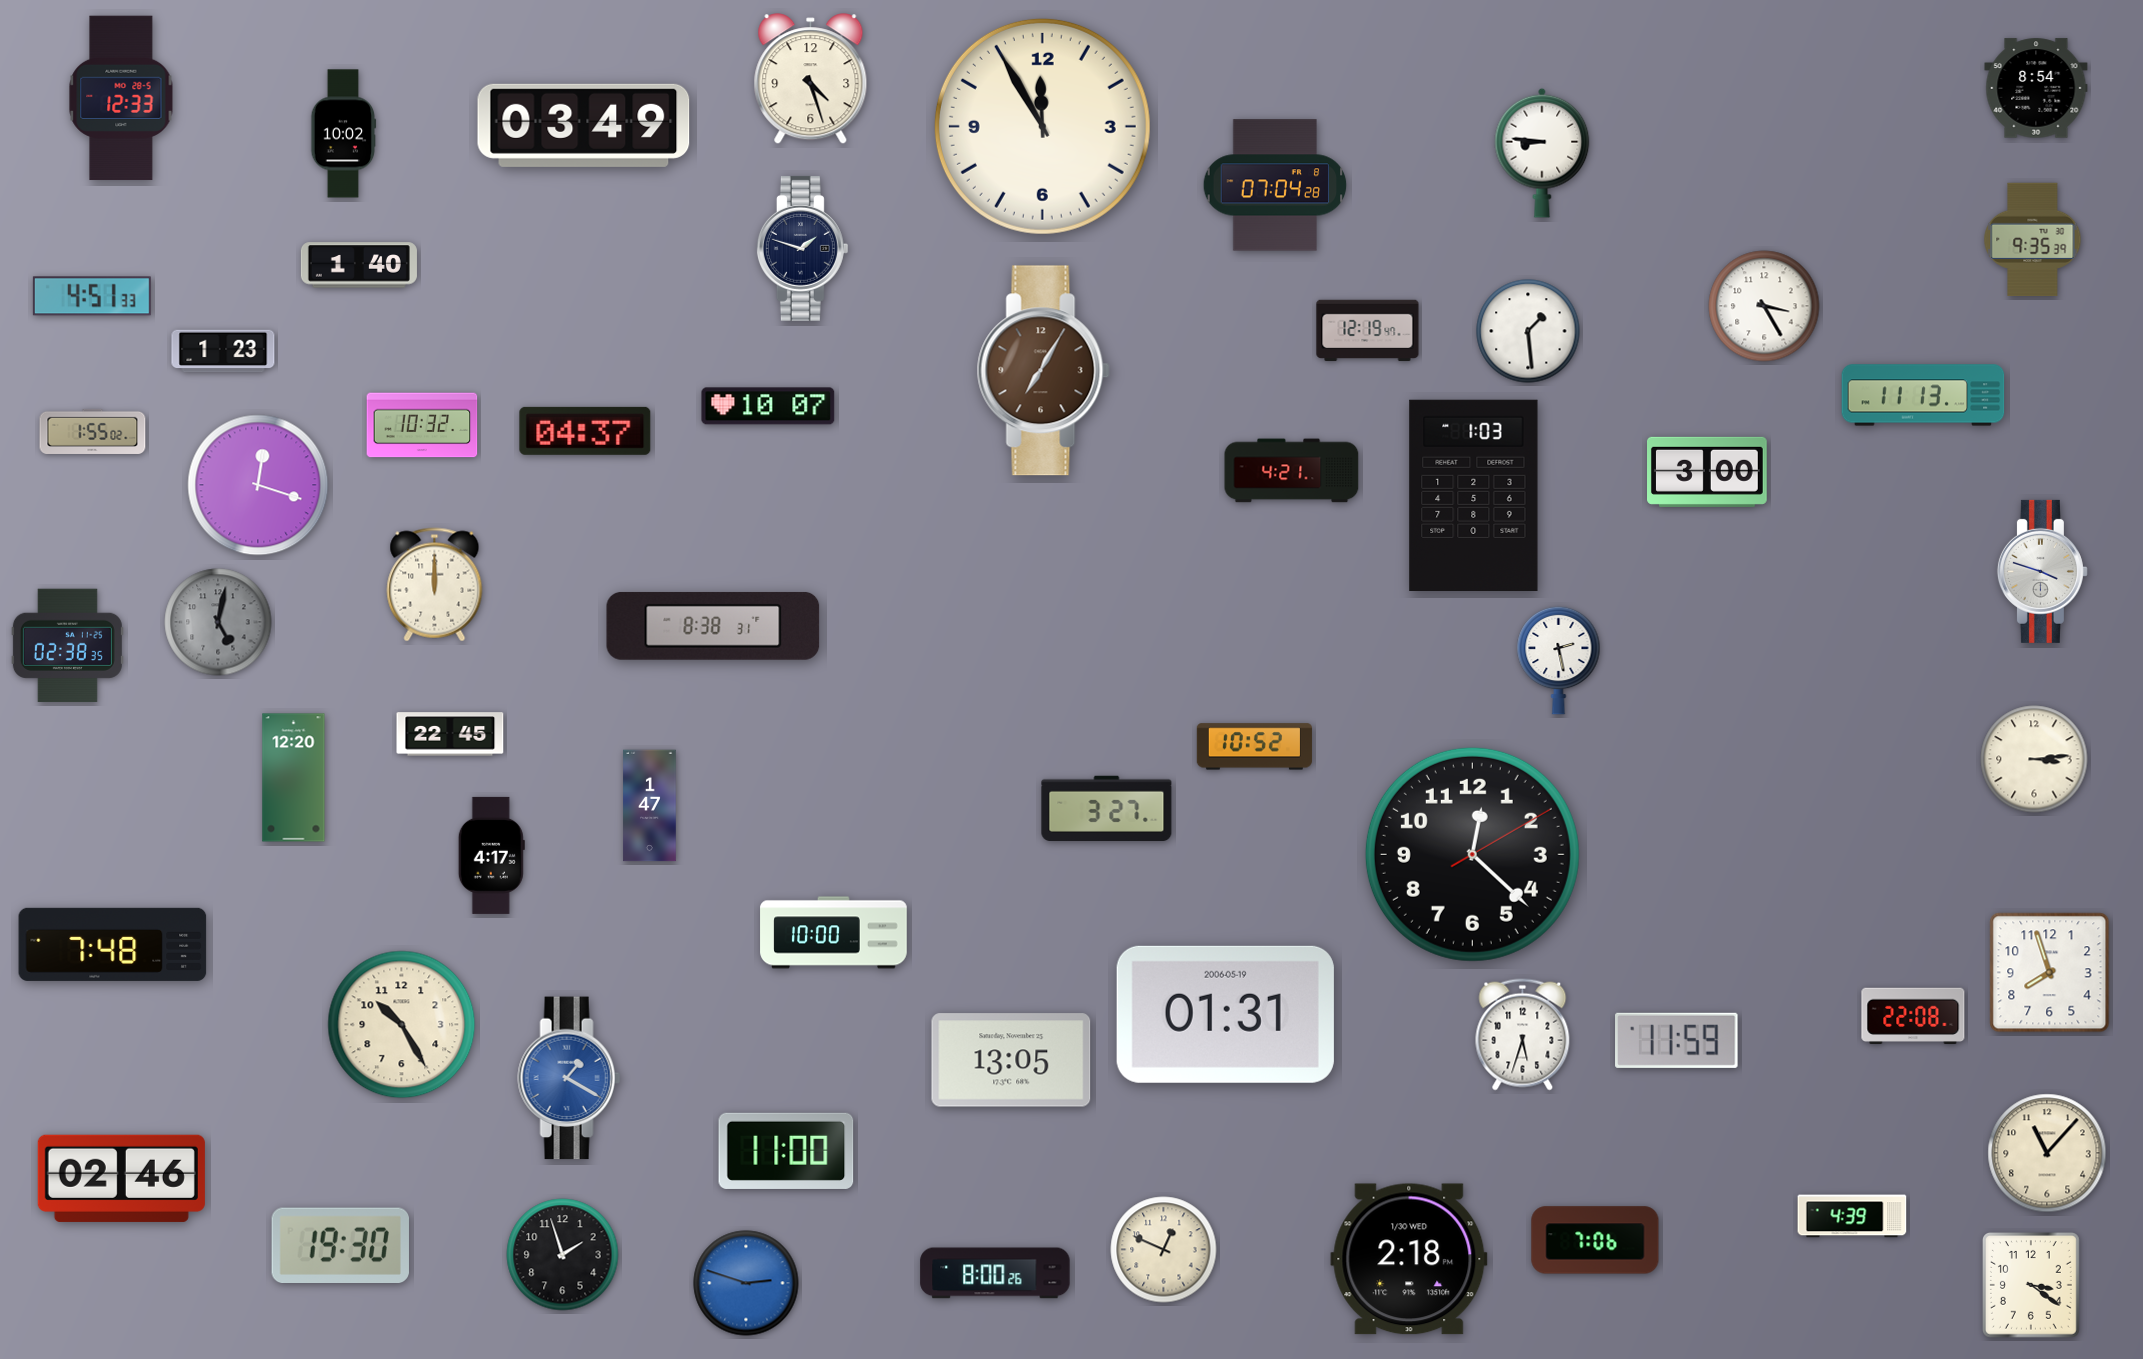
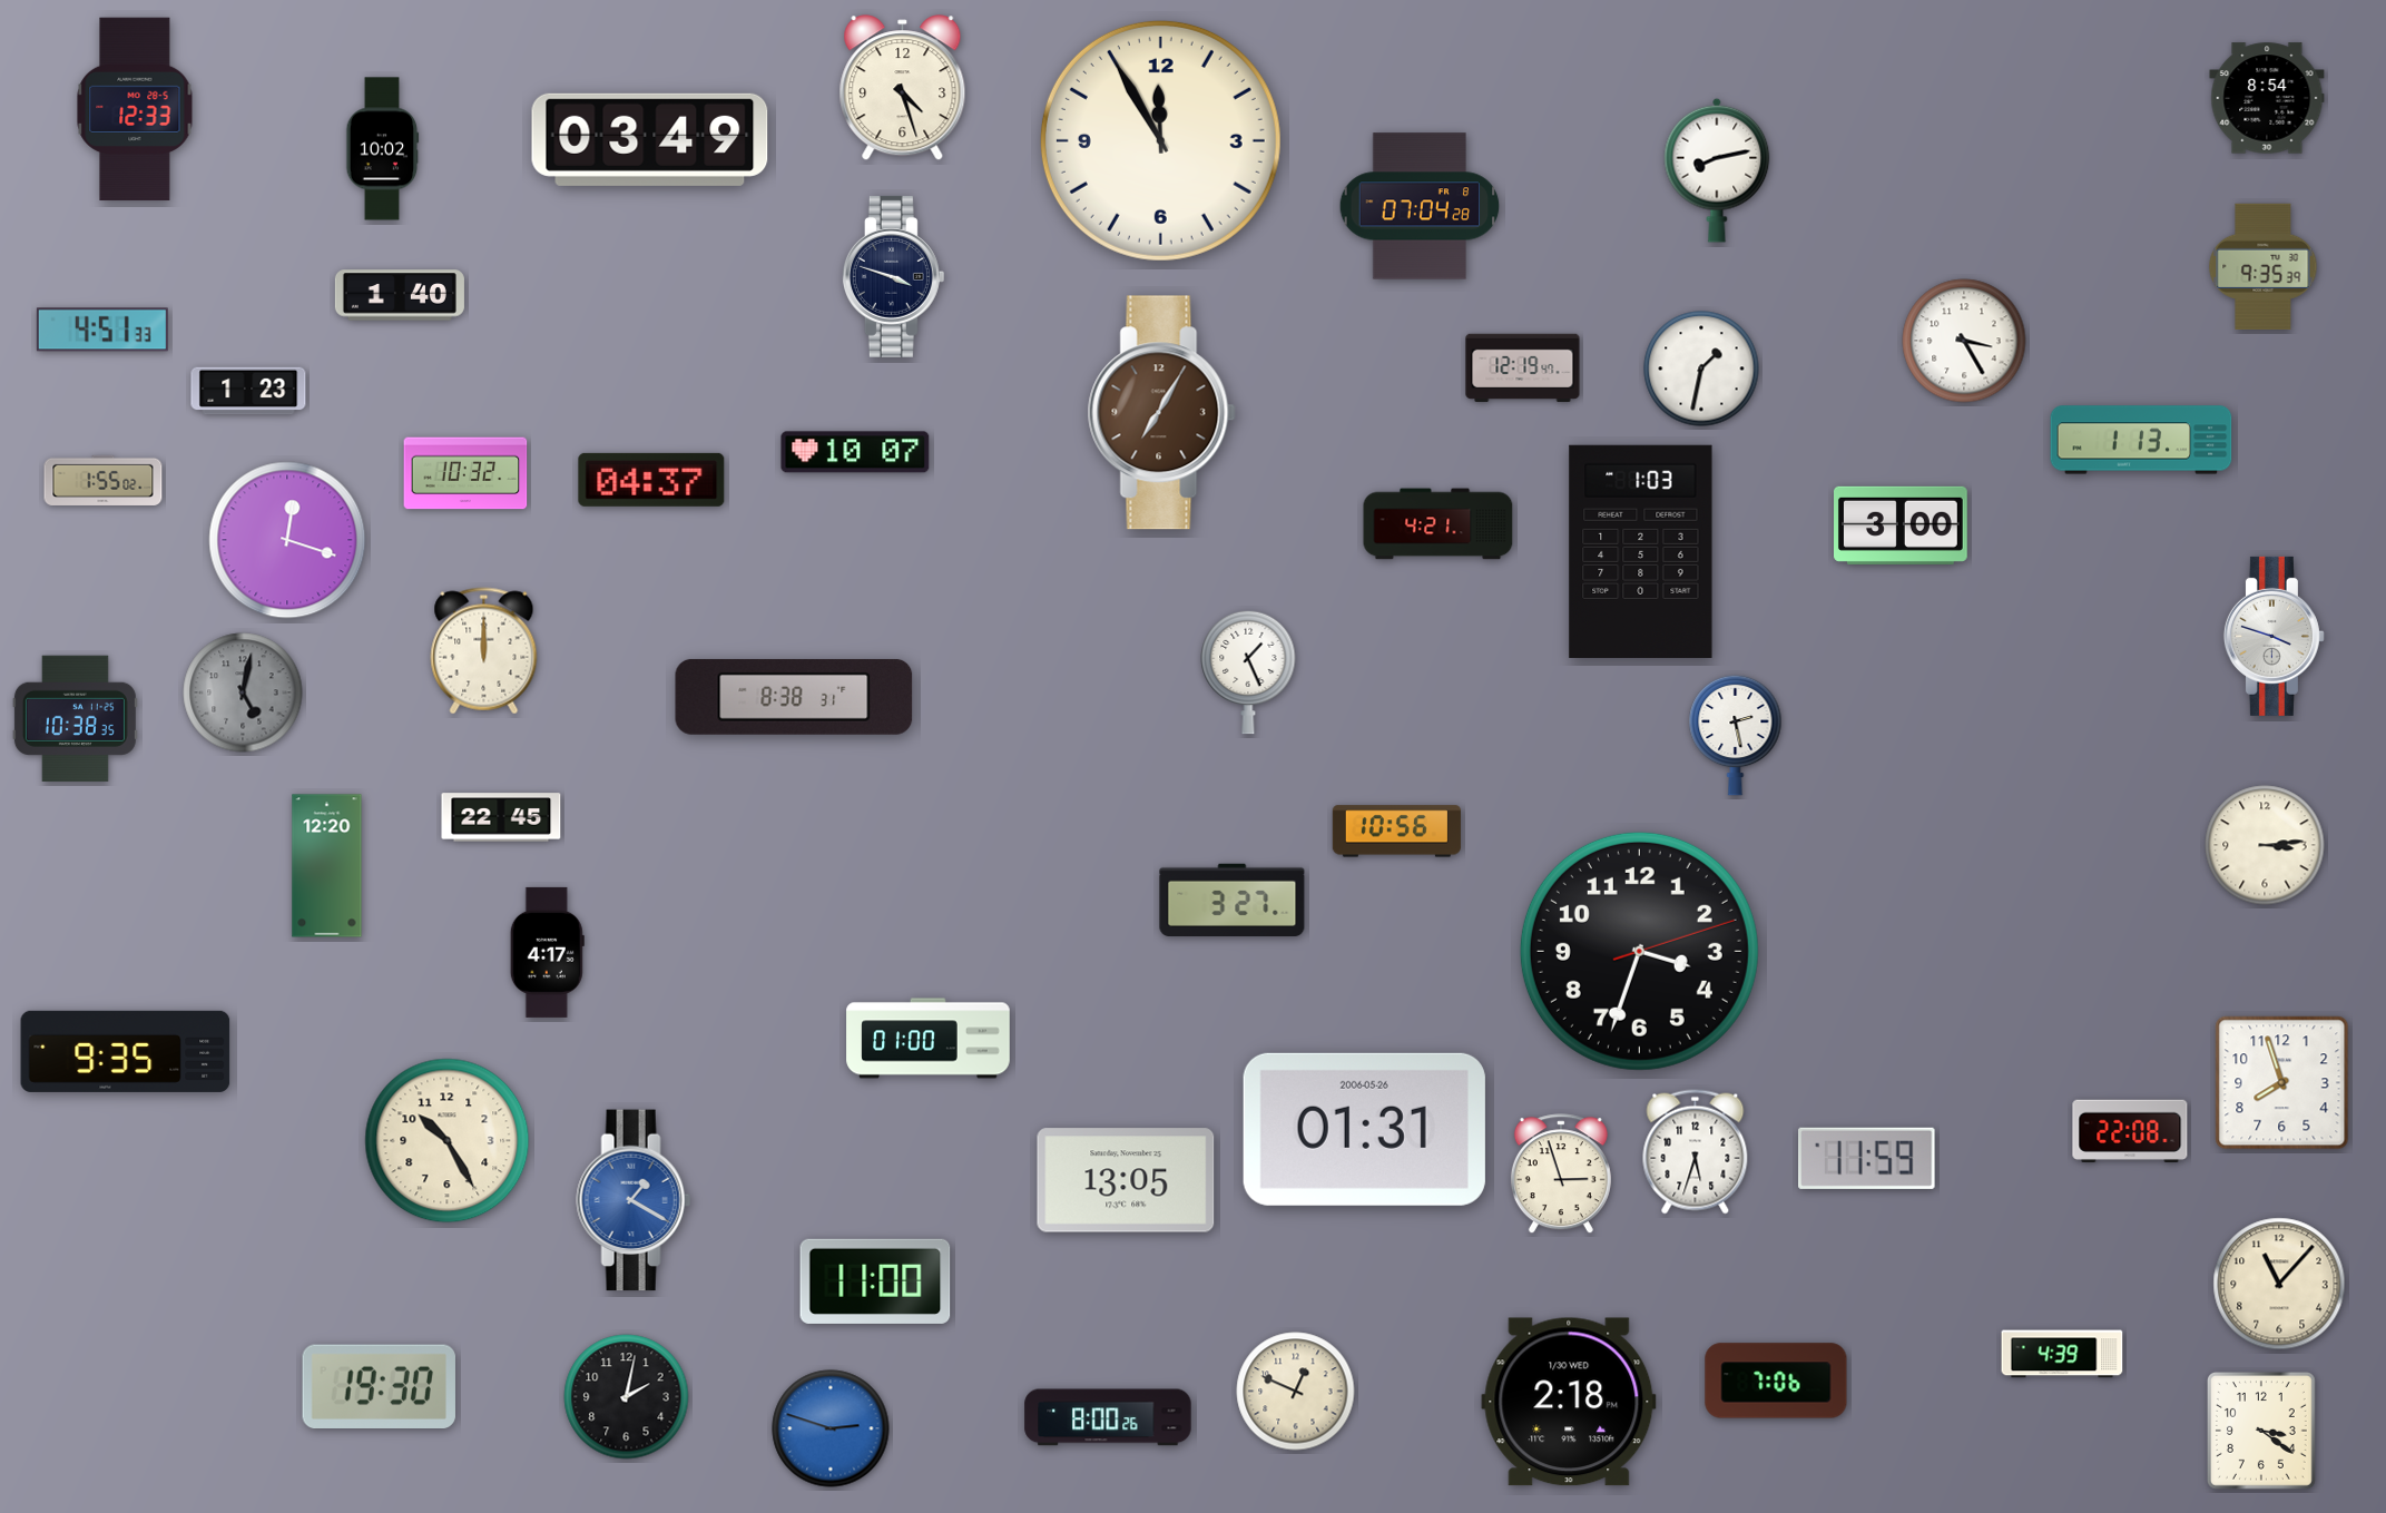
clock at (1542, 153): 8:46 -> 8:13
clock at (802, 248): 1:48 -> 3:48
clock at (1528, 331): 1:29 -> 1:32
clock at (1923, 395): 11:13 -> 1:13
clock at (422, 425) position: (422, 425) -> (465, 473)
clock at (1248, 672): none -> 1:26
clock at (67, 645): 02:38 -> 10:38
clock at (1254, 747): 10:52 -> 10:56
clock at (650, 806): 1:47 -> none
clock at (1472, 854): 12:22 -> 3:33
clock at (834, 933): 10:00 -> 01:00
clock at (113, 944): 7:48 -> 9:35
clock at (1225, 1014) date: 2006-05-19 -> 2006-05-26
clock at (1561, 1175): none -> 2:57
clock at (121, 1178): 02:46 -> none
clock at (563, 1255): 1:57 -> 2:02
